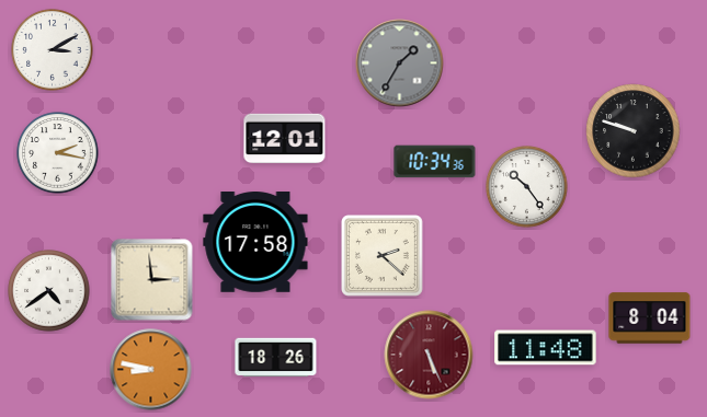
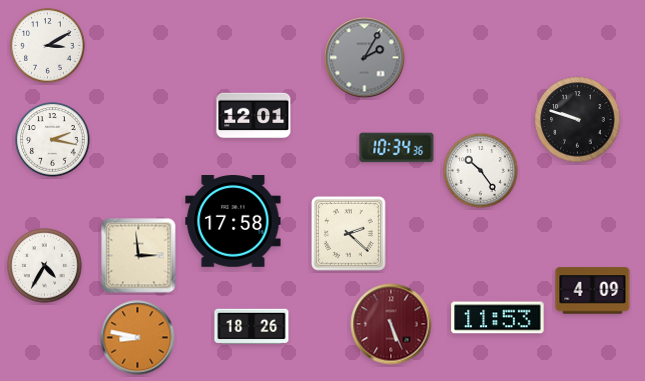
clock at (400, 63): 1:35 -> 2:05
clock at (285, 139) position: (285, 139) -> (254, 116)
clock at (49, 291): 4:39 -> 4:35
clock at (650, 318): 8:04 -> 4:09
clock at (546, 348): 11:48 -> 11:53
